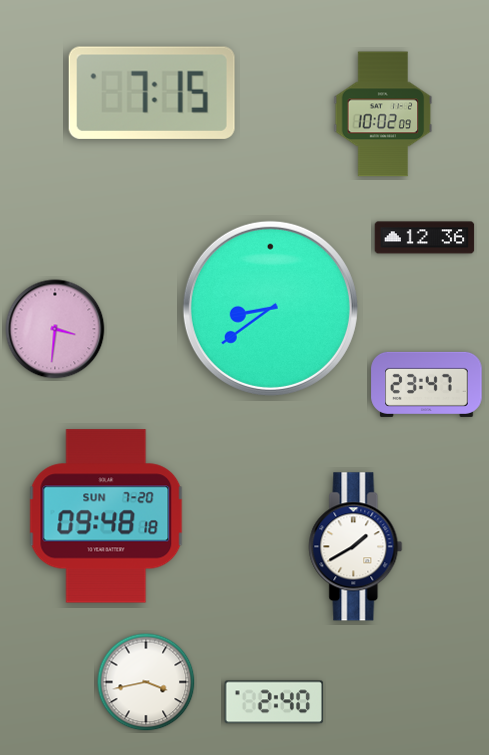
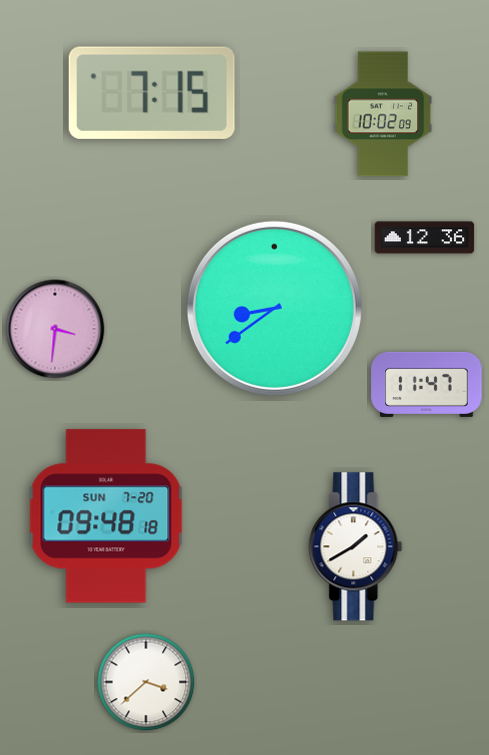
clock at (270, 308) position: (270, 308) -> (274, 308)
clock at (427, 384): 23:47 -> 11:47
clock at (146, 682): 3:43 -> 3:38
clock at (274, 702): 2:40 -> none
